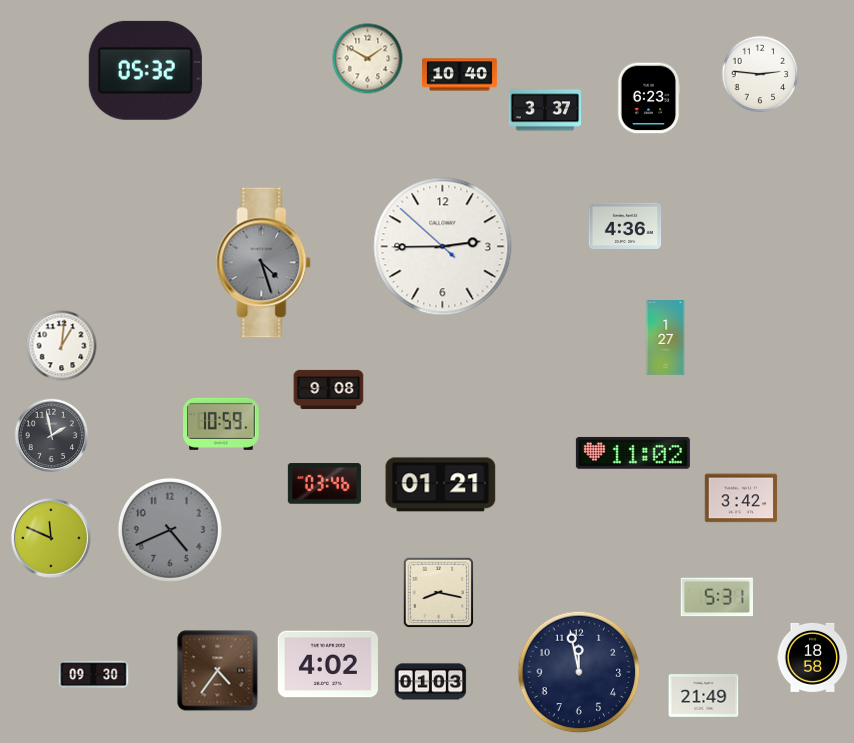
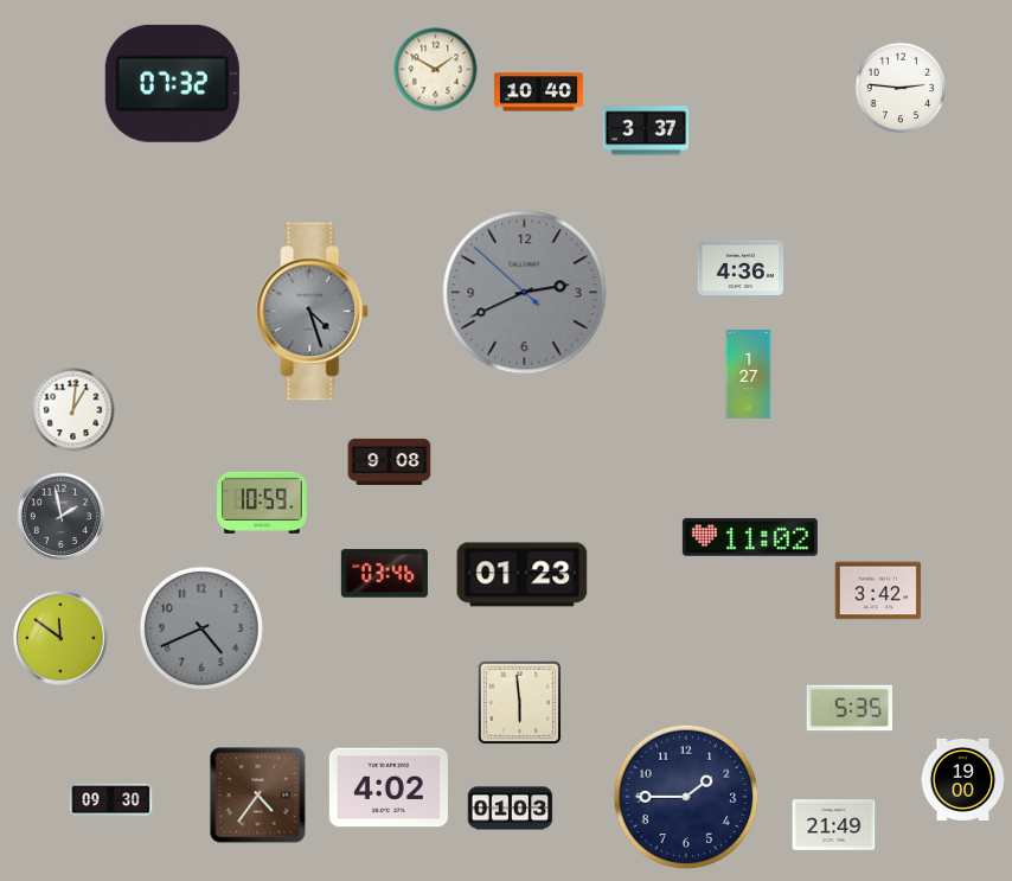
clock at (145, 70): 05:32 -> 07:32
clock at (460, 75) position: (460, 75) -> (539, 92)
clock at (649, 98): 6:23 -> none
clock at (443, 247): 2:44 -> 2:40
clock at (443, 247) dial: white -> grey
clock at (666, 338) position: (666, 338) -> (749, 375)
clock at (441, 485): 01:21 -> 01:23
clock at (51, 538): 11:49 -> 11:51
clock at (439, 593): 8:17 -> 5:59
clock at (716, 597): 5:31 -> 5:35
clock at (813, 657): 18:58 -> 19:00
clock at (579, 672): 11:58 -> 1:45
